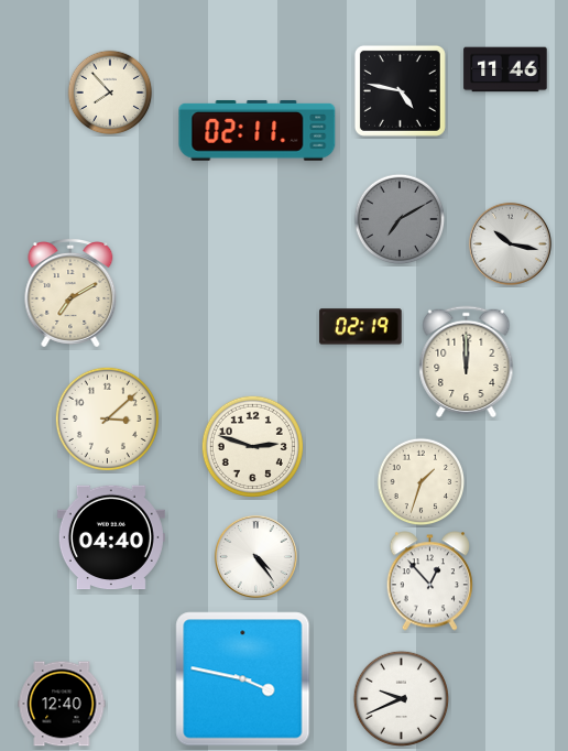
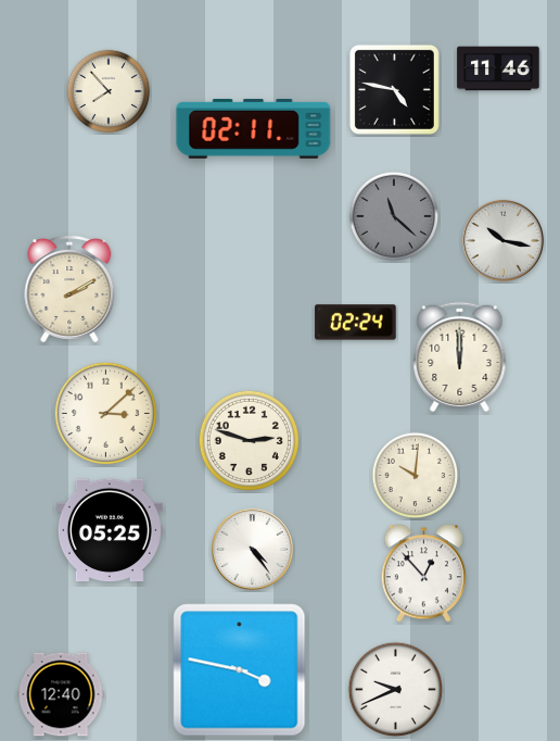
clock at (400, 219): 7:10 -> 11:22
clock at (70, 294): 7:10 -> 2:10
clock at (361, 327): 02:19 -> 02:24
clock at (422, 482): 1:33 -> 10:01
clock at (111, 537): 04:40 -> 05:25
